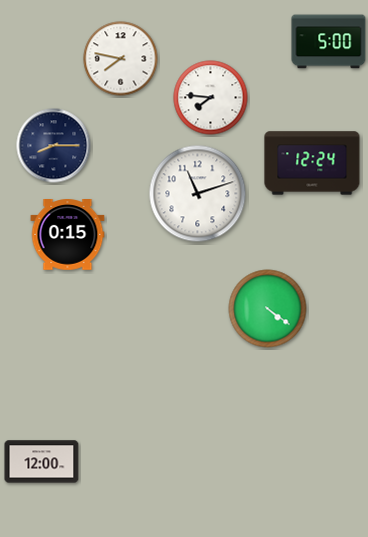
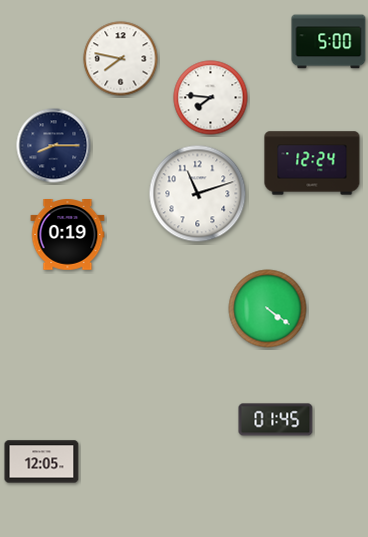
clock at (68, 235): 0:15 -> 0:19
clock at (276, 420): none -> 01:45
clock at (42, 462): 12:00 -> 12:05
